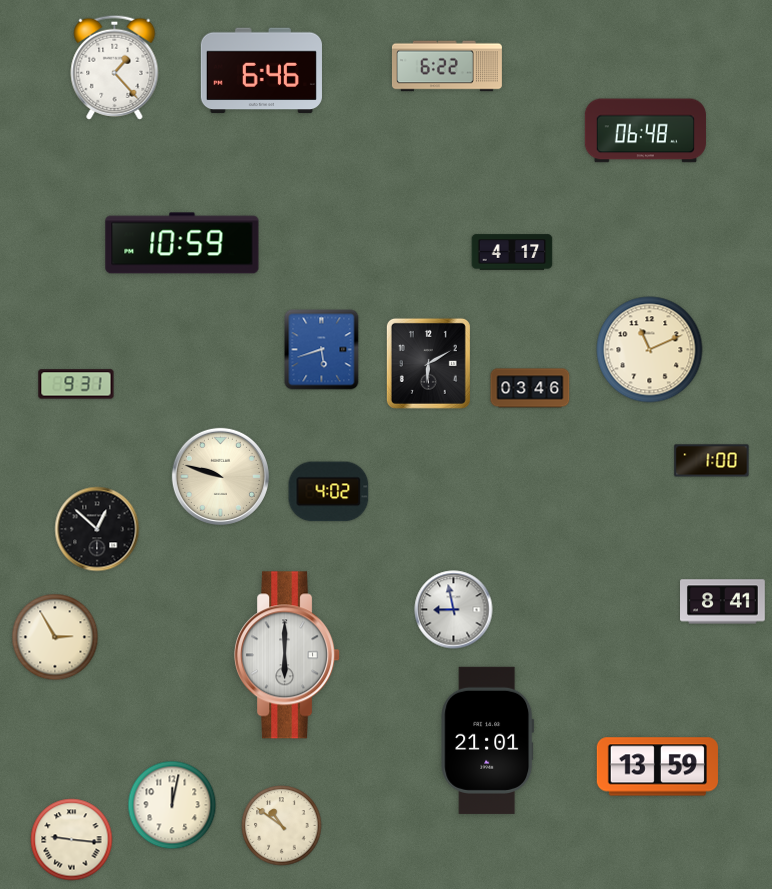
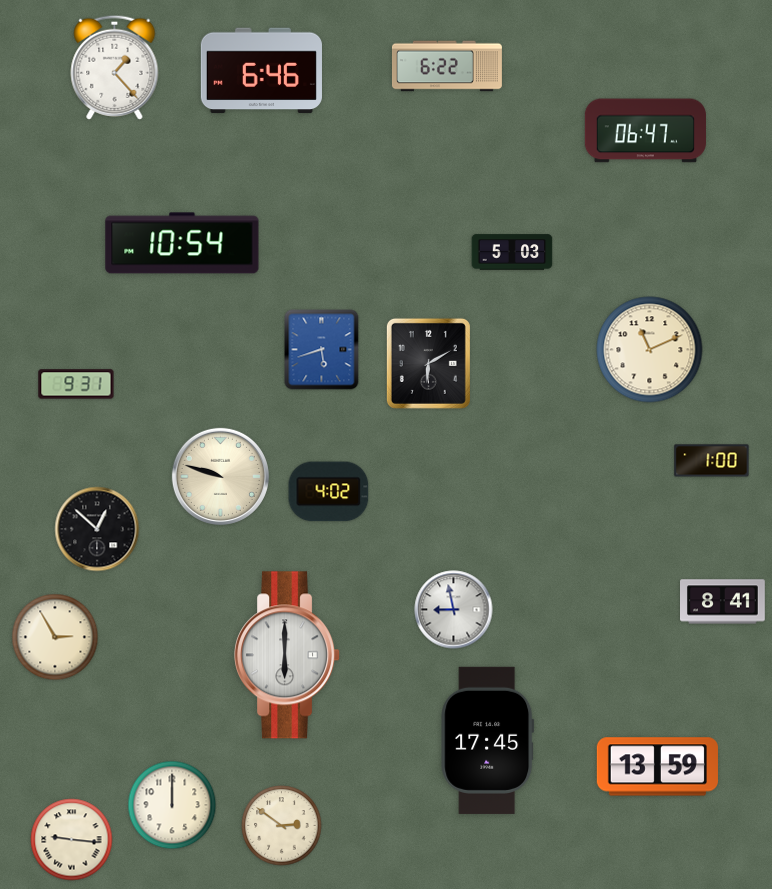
clock at (645, 131): 06:48 -> 06:47
clock at (182, 243): 10:59 -> 10:54
clock at (512, 252): 4:17 -> 5:03
clock at (530, 388): 03:46 -> none
clock at (488, 740): 21:01 -> 17:45
clock at (172, 805): 12:02 -> 12:00
clock at (282, 826): 10:51 -> 2:51
